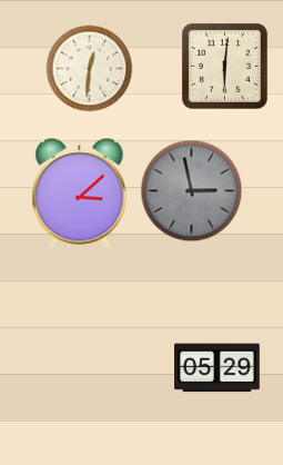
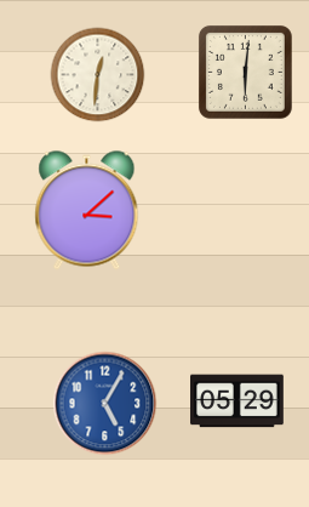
clock at (191, 190): 2:58 -> none
clock at (104, 403): none -> 5:05
